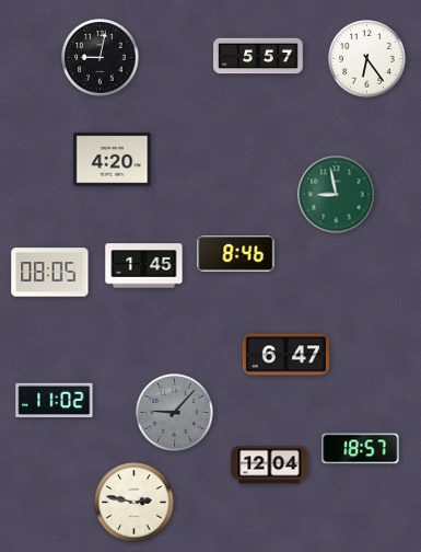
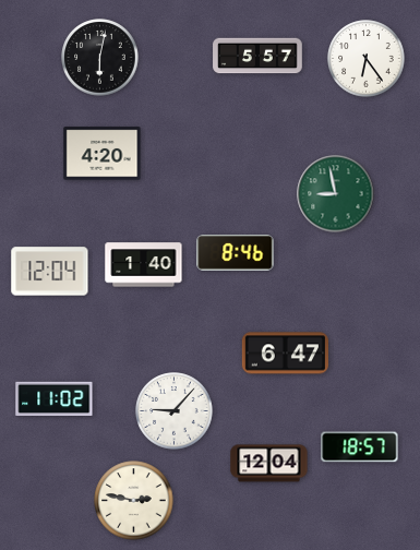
clock at (101, 58): 9:02 -> 6:02
clock at (113, 160) position: (113, 160) -> (103, 154)
clock at (144, 266): 1:45 -> 1:40
clock at (50, 273): 08:05 -> 12:04
clock at (175, 413) dial: grey -> white
